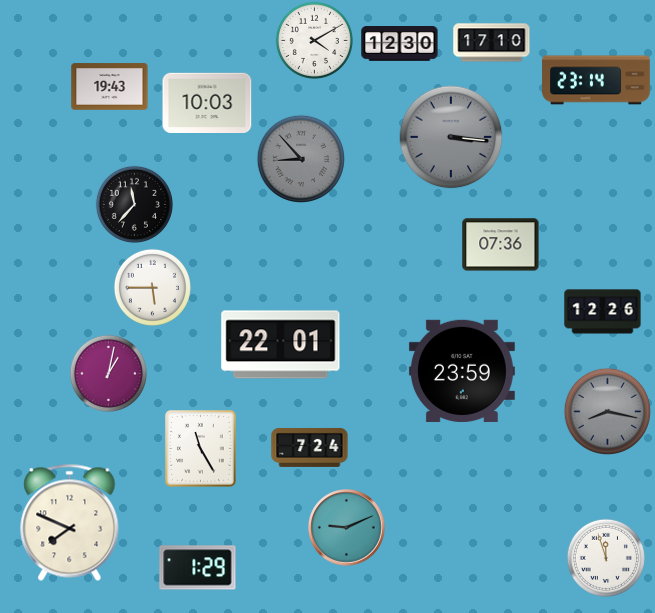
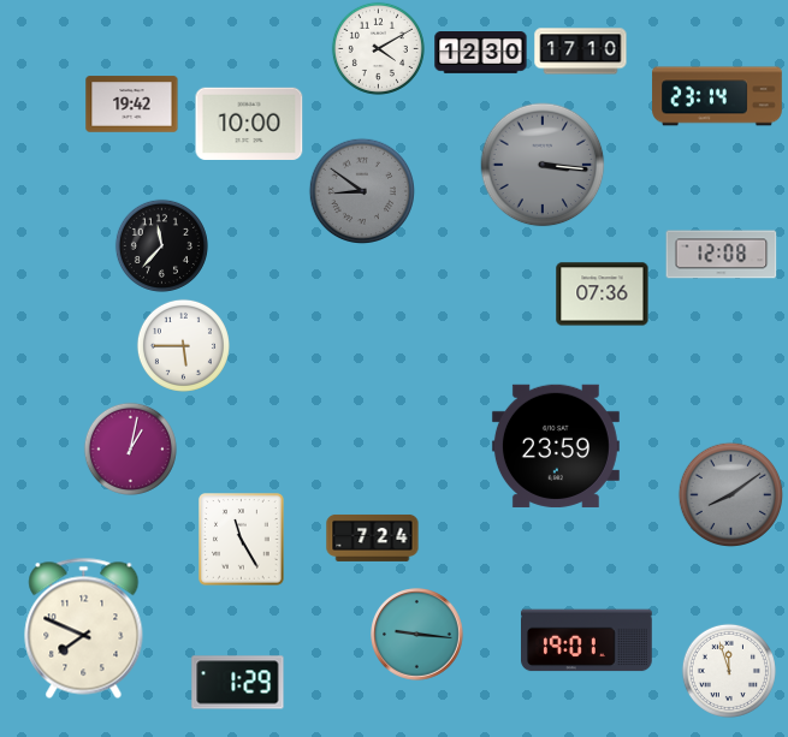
clock at (492, 43) position: (492, 43) -> (581, 52)
clock at (110, 87): 19:43 -> 19:42
clock at (207, 102): 10:03 -> 10:00
clock at (300, 158): 8:53 -> 8:51
clock at (722, 255): none -> 12:08
clock at (603, 312): 12:26 -> none
clock at (281, 345): 22:01 -> none
clock at (607, 411): 8:17 -> 8:09
clock at (347, 528): 9:11 -> 9:16
clock at (587, 641): none -> 19:01
